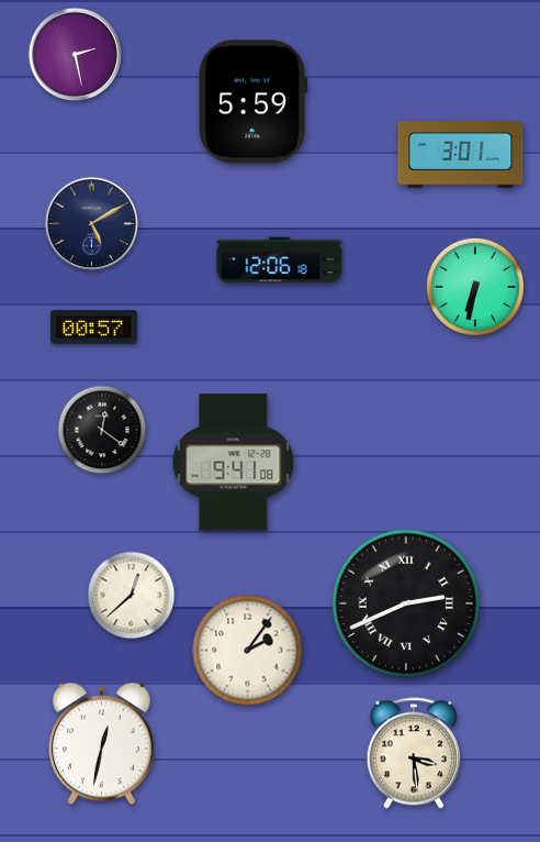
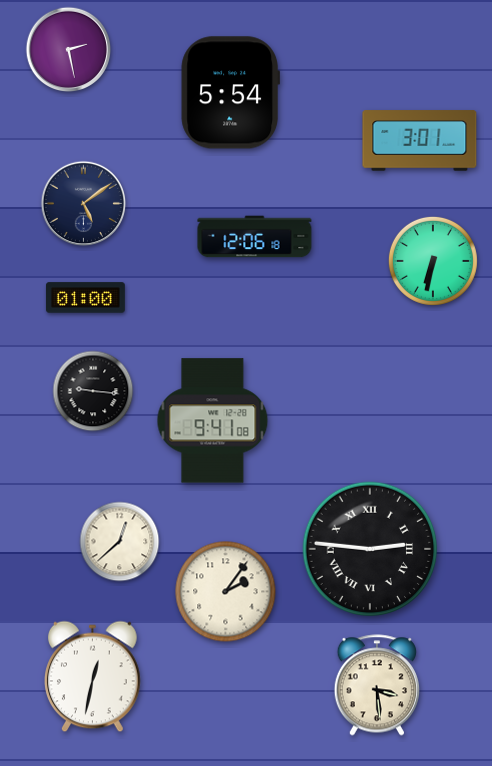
clock at (252, 102): 5:59 -> 5:54
clock at (92, 224): 5:10 -> 5:09
clock at (93, 328): 00:57 -> 01:00
clock at (102, 430): 12:21 -> 9:16
clock at (406, 603): 2:41 -> 2:46
